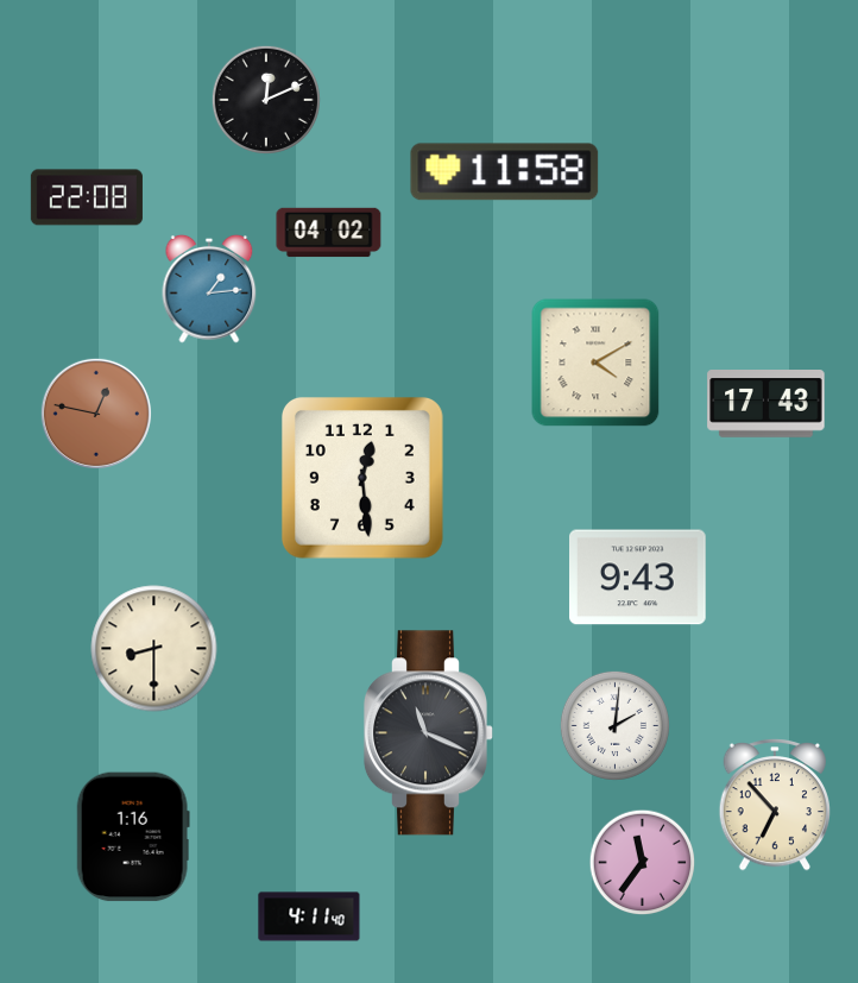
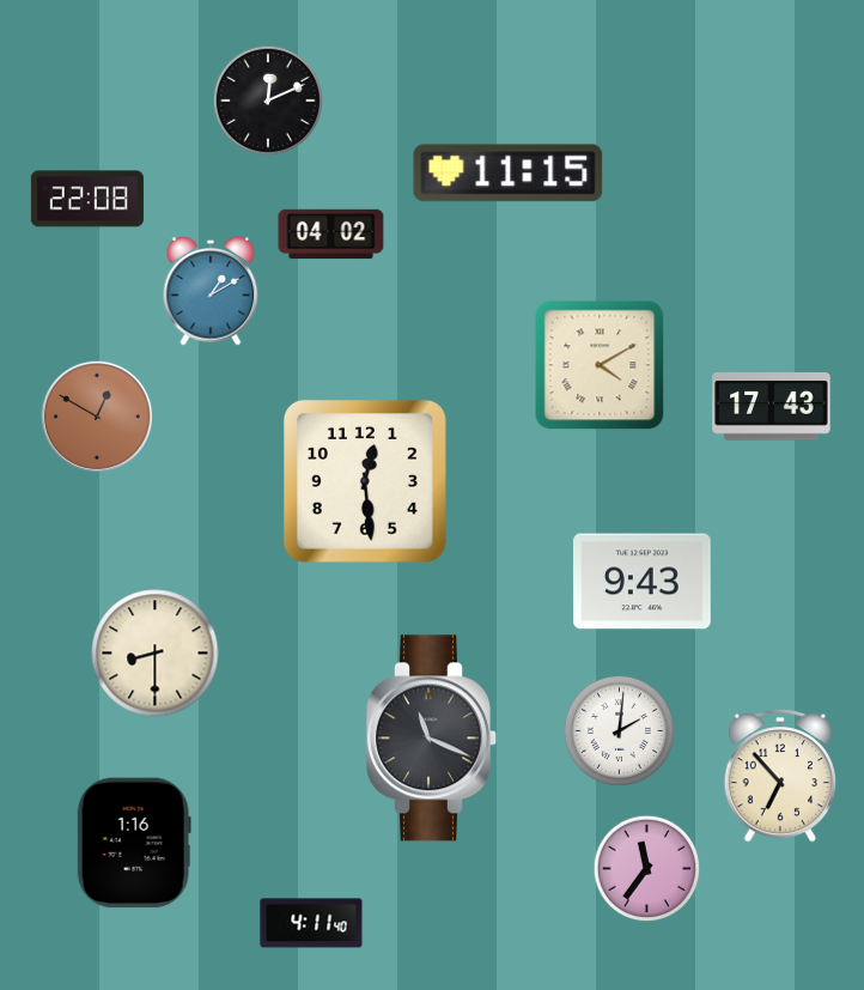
clock at (505, 172): 11:58 -> 11:15
clock at (209, 289): 1:14 -> 1:10
clock at (96, 414): 12:47 -> 12:50
clock at (774, 805) position: (774, 805) -> (779, 776)
